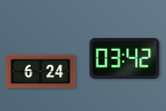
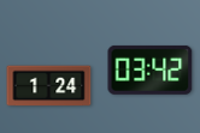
clock at (41, 72): 6:24 -> 1:24
